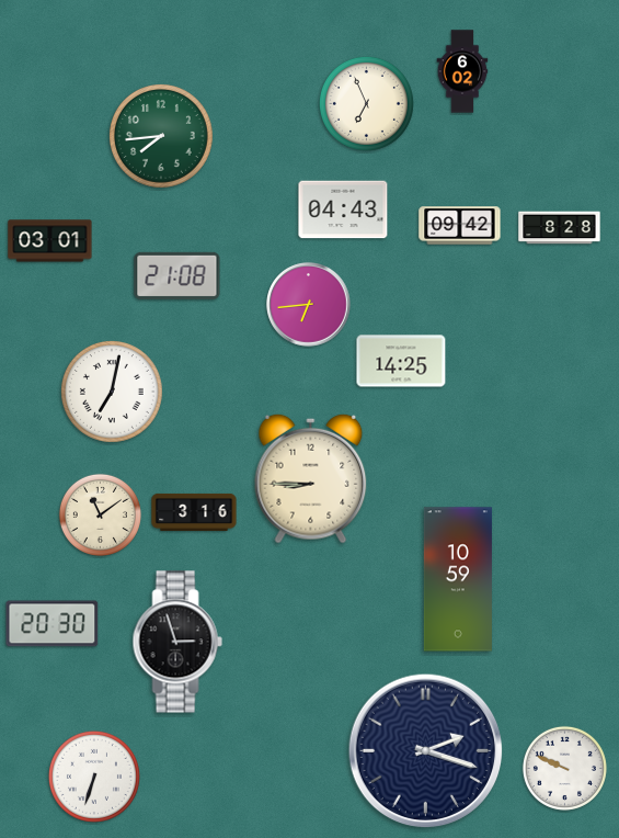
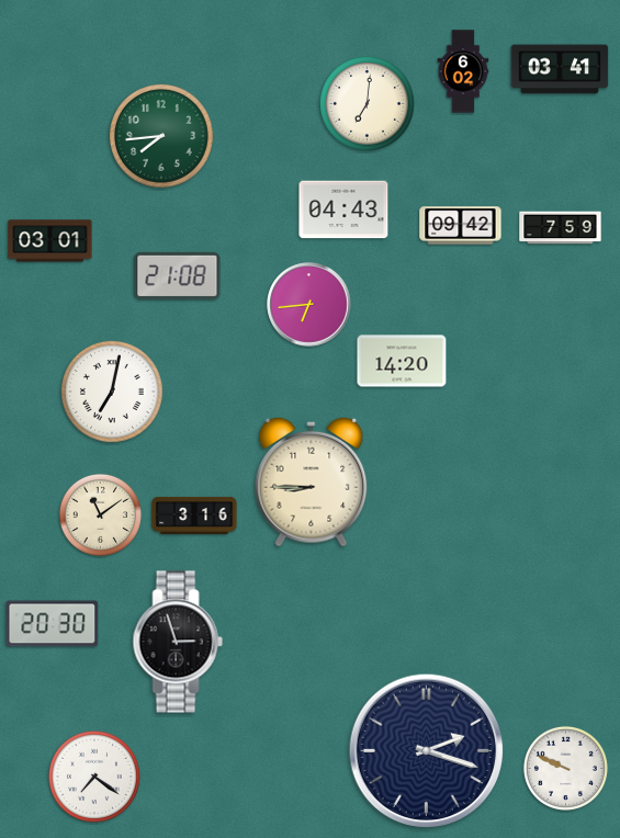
clock at (560, 69): none -> 03:41
clock at (366, 103): 6:56 -> 7:01
clock at (560, 228): 8:28 -> 7:59
clock at (401, 361): 14:25 -> 14:20
clock at (311, 478) position: (311, 478) -> (312, 482)
clock at (194, 512) position: (194, 512) -> (194, 516)
clock at (458, 579): 10:59 -> none
clock at (94, 777): 6:33 -> 7:21
